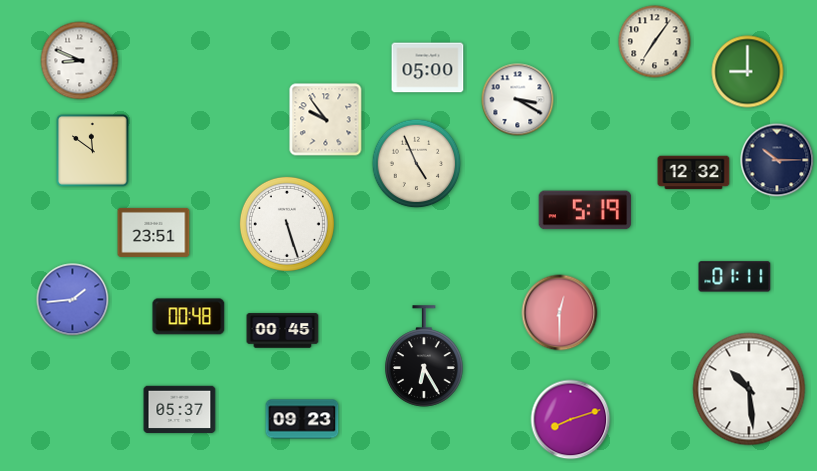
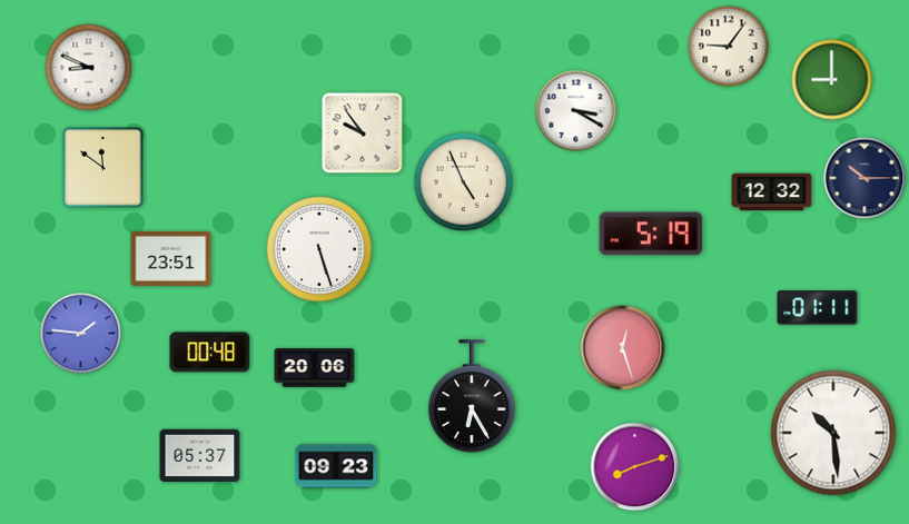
clock at (655, 42): 7:06 -> 9:06
clock at (428, 68): 05:00 -> none
clock at (73, 300): 1:44 -> 1:46
clock at (560, 313): 12:30 -> 12:27
clock at (283, 331): 00:45 -> 20:06
